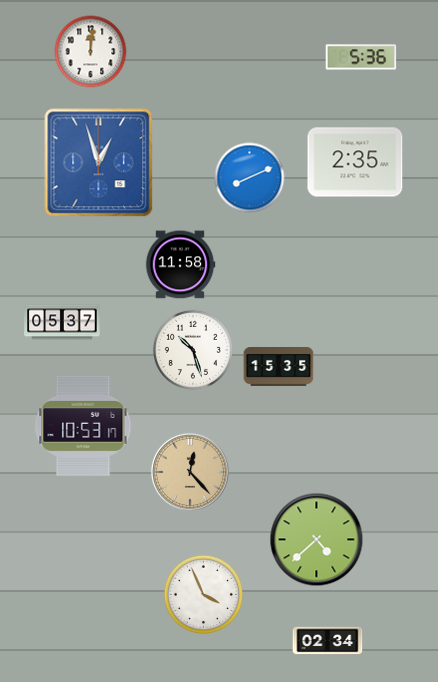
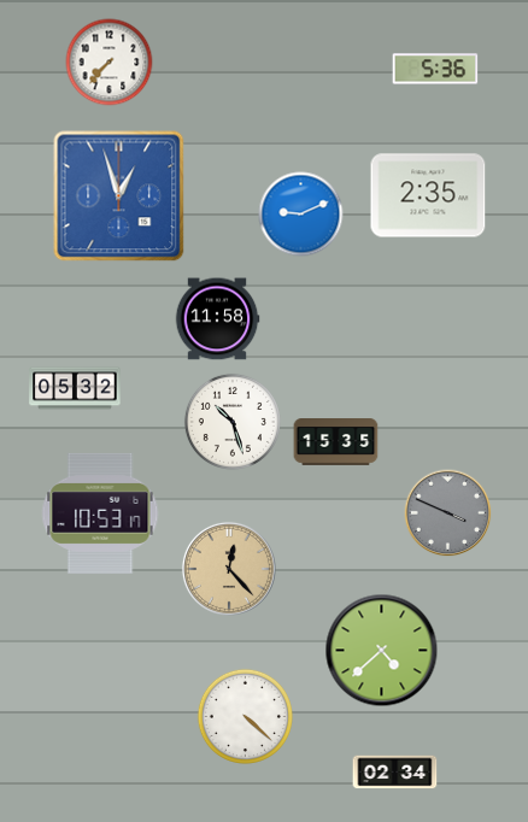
clock at (91, 52): 12:01 -> 7:37
clock at (250, 178): 8:11 -> 9:11
clock at (62, 322): 05:37 -> 05:32
clock at (448, 513): none -> 3:49
clock at (203, 594): 3:56 -> 4:22
